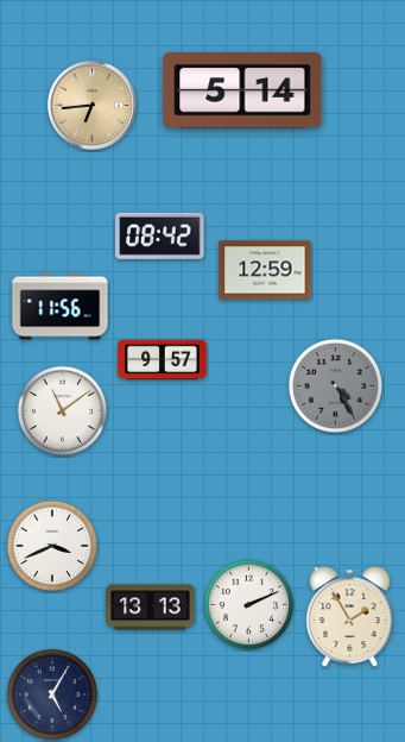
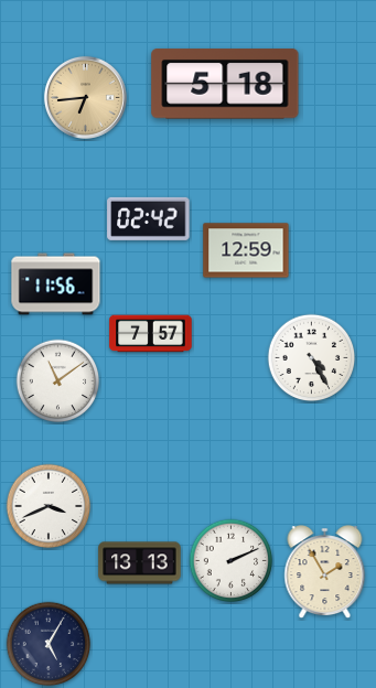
clock at (242, 90): 5:14 -> 5:18
clock at (160, 235): 08:42 -> 02:42
clock at (163, 360): 9:57 -> 7:57
clock at (336, 386) dial: grey -> white
